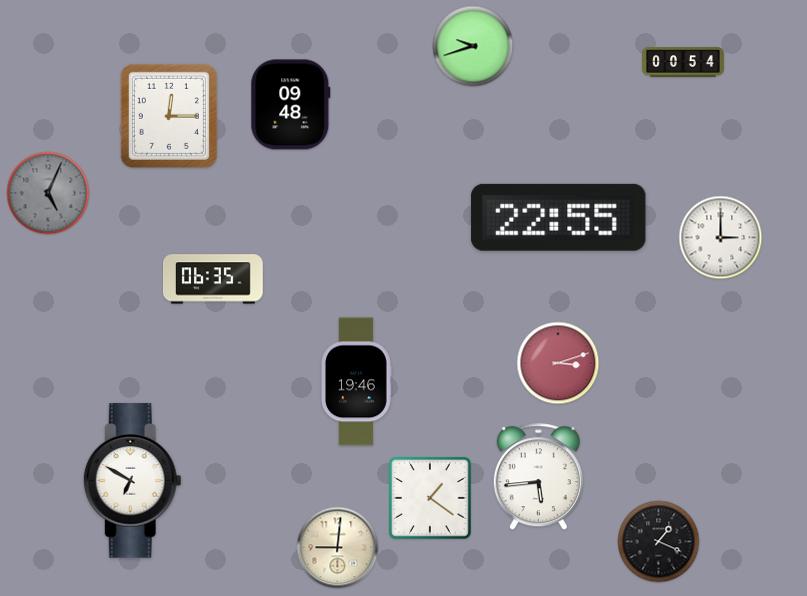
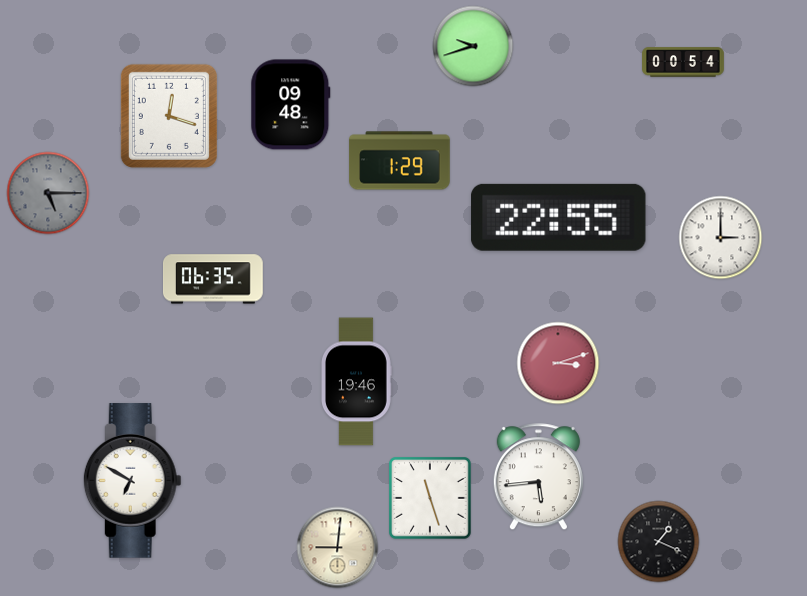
clock at (169, 116): 12:15 -> 12:18
clock at (400, 161): none -> 1:29
clock at (48, 193): 5:04 -> 5:15
clock at (430, 498): 1:21 -> 11:27
